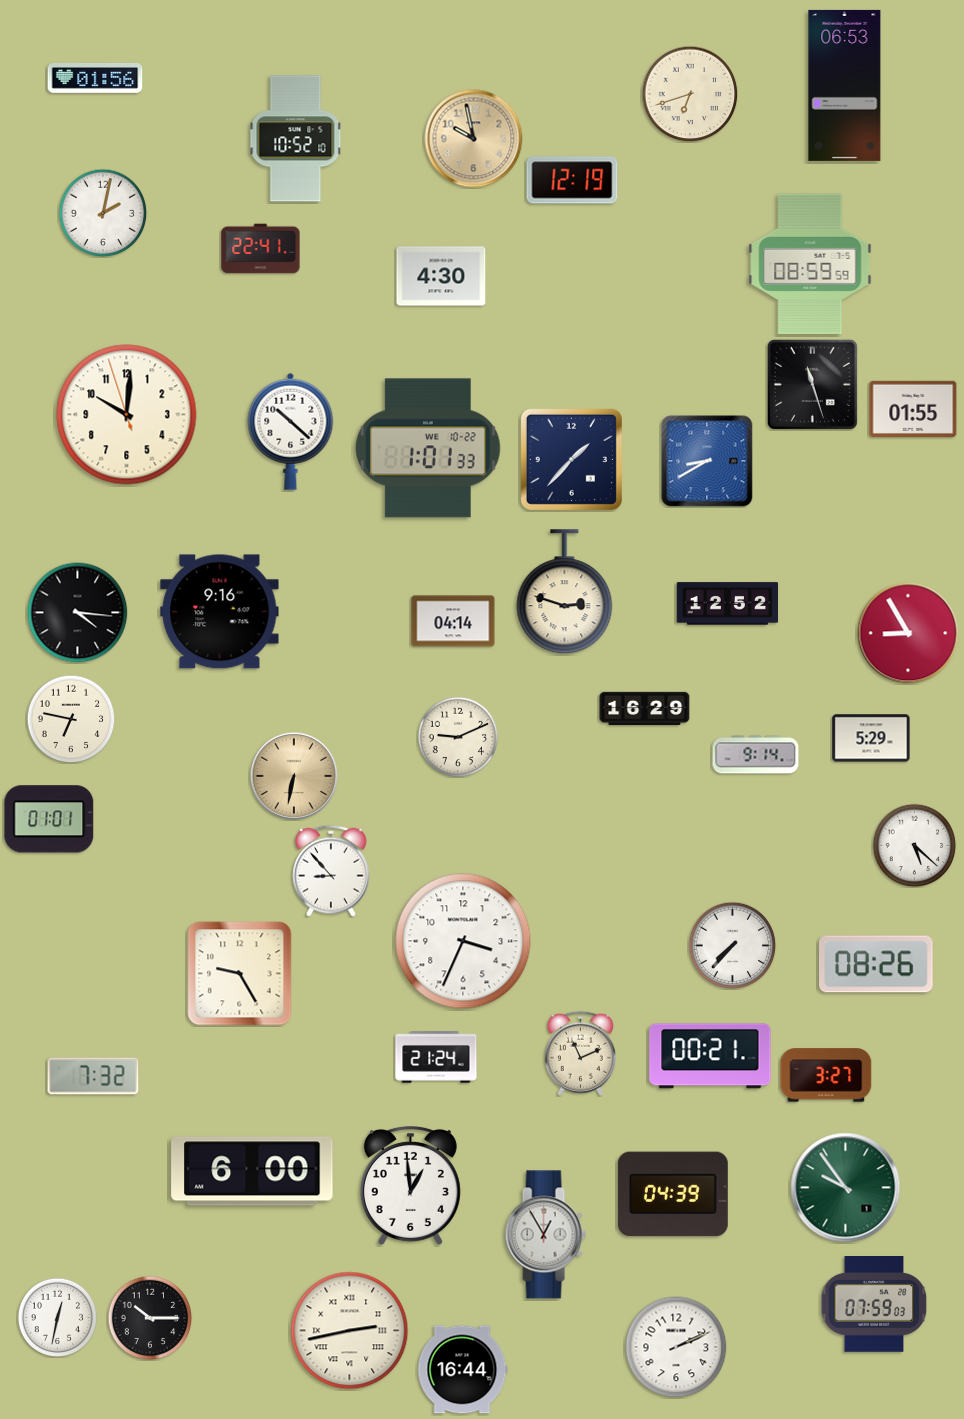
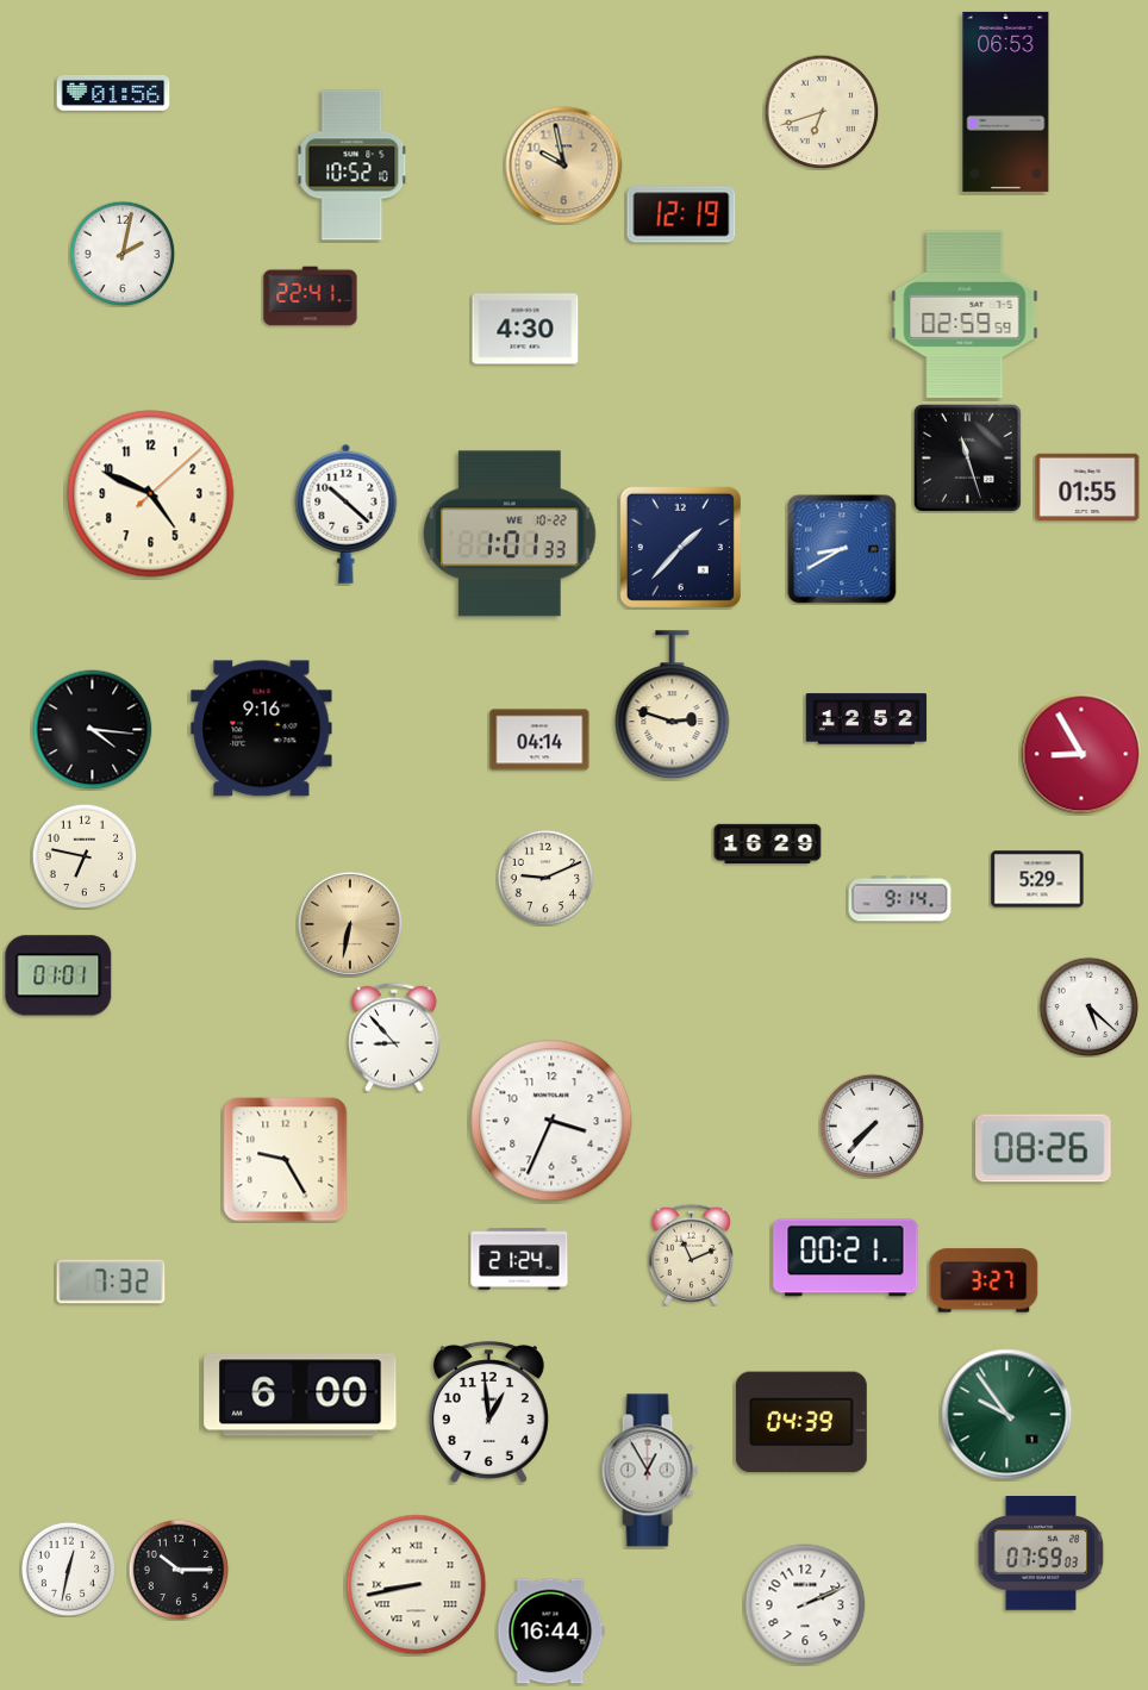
clock at (810, 264): 08:59 -> 02:59
clock at (127, 415): 10:00 -> 4:49
clock at (350, 1331): 2:43 -> 8:43
